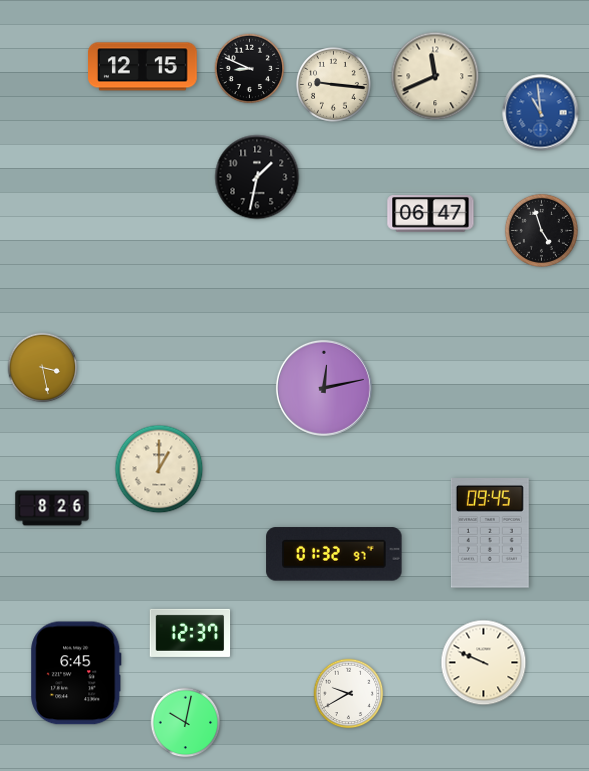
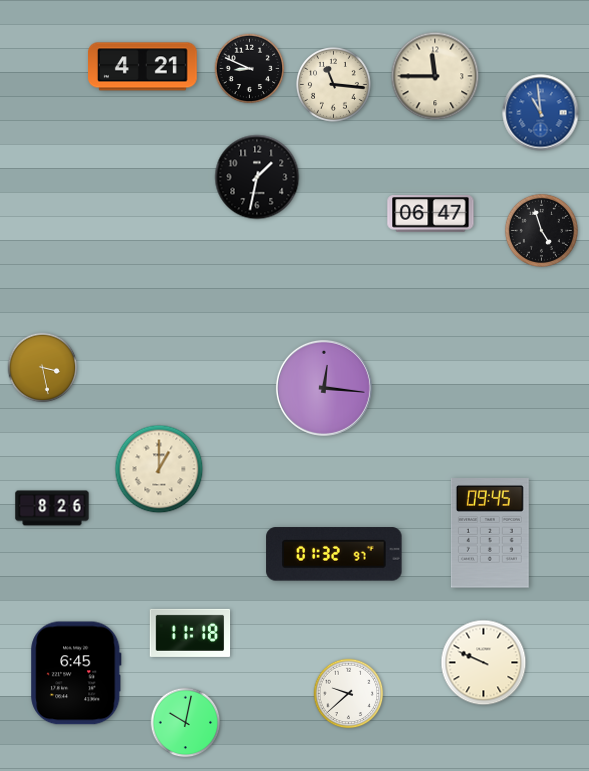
clock at (143, 67): 12:15 -> 4:21
clock at (435, 76): 11:41 -> 11:45
clock at (334, 85): 9:16 -> 11:16
clock at (324, 388): 12:13 -> 12:16
clock at (190, 633): 12:37 -> 11:18
clock at (349, 694): 9:40 -> 9:38
